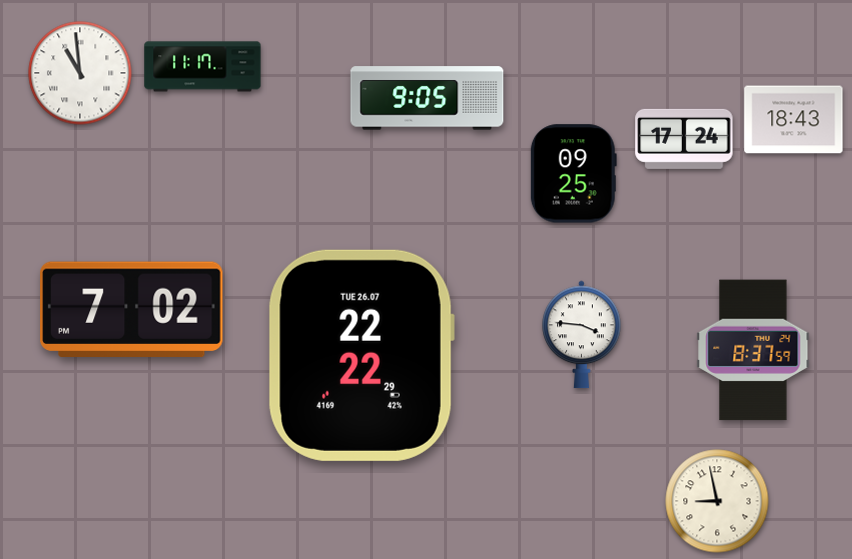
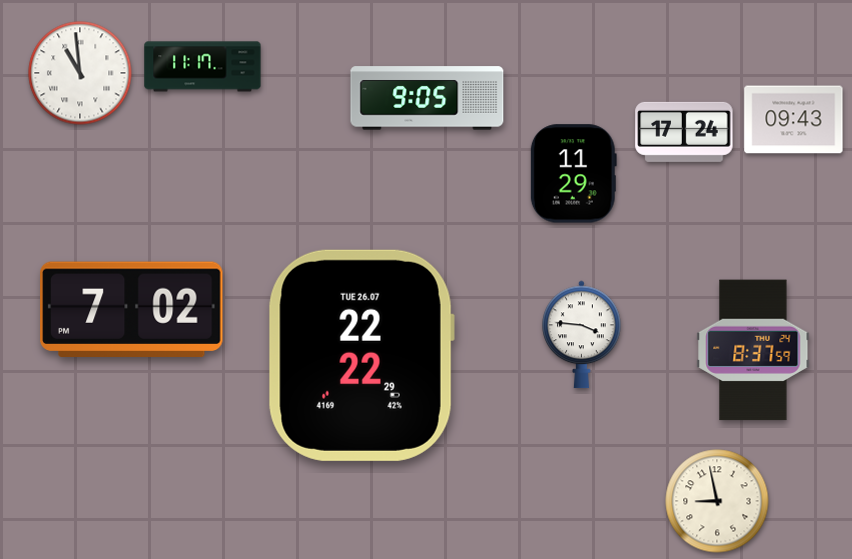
clock at (794, 120): 18:43 -> 09:43
clock at (684, 139) position: (684, 139) -> (684, 132)
clock at (573, 174): 09:25 -> 11:29
